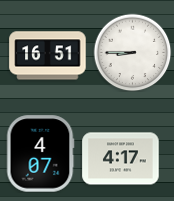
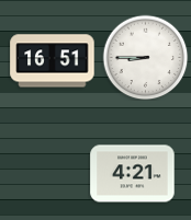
clock at (40, 154): 4:07 -> none
clock at (121, 159): 4:17 -> 4:21
